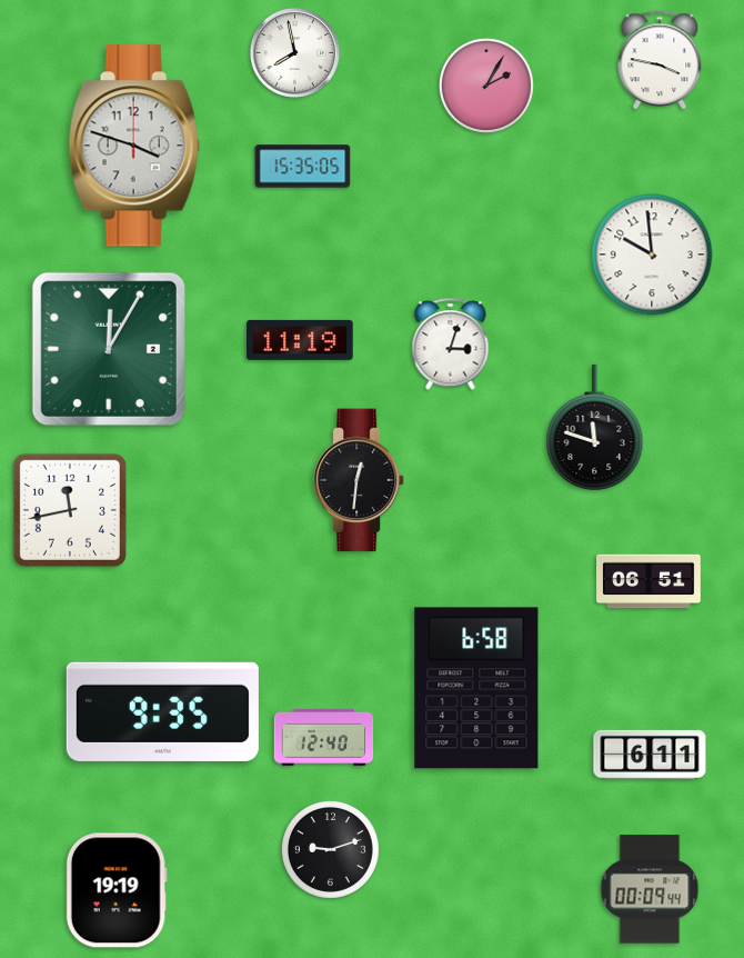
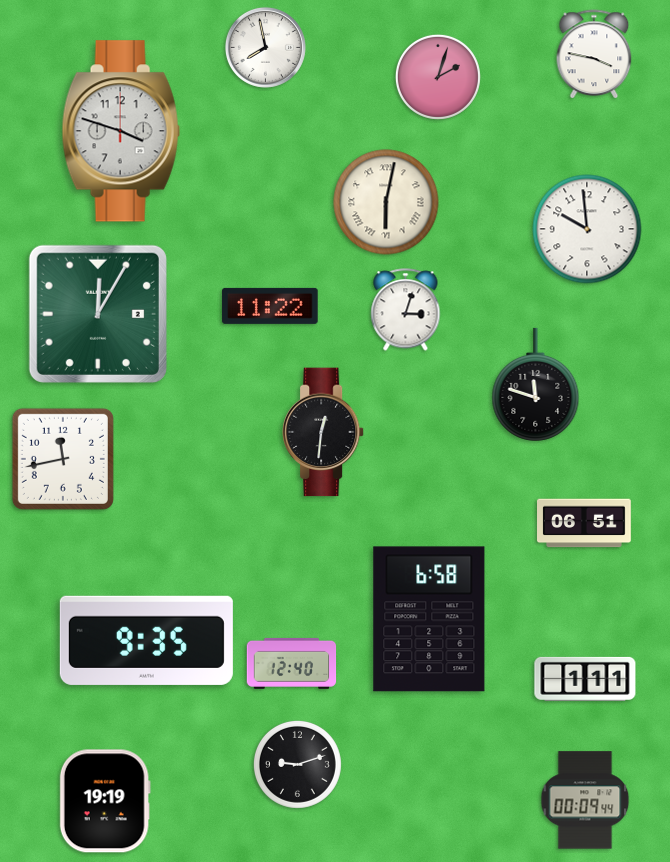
clock at (486, 86): 2:05 -> 2:03
clock at (303, 167): 15:35 -> none
clock at (386, 202): none -> 6:02
clock at (300, 340): 11:19 -> 11:22
clock at (650, 755): 6:11 -> 1:11
